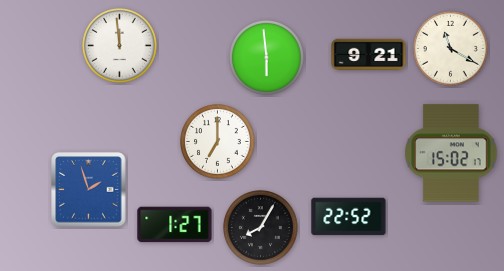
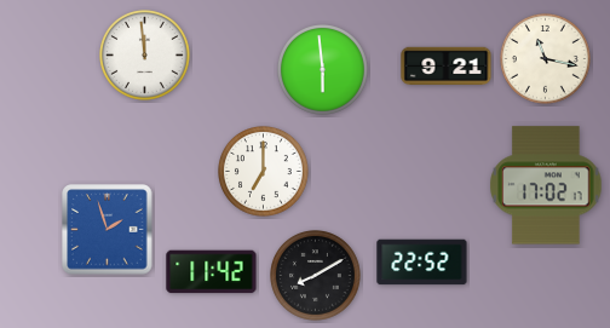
clock at (451, 49): 11:20 -> 11:17
clock at (451, 153): 15:02 -> 17:02
clock at (175, 225): 1:27 -> 11:42
clock at (261, 228): 8:05 -> 8:10
